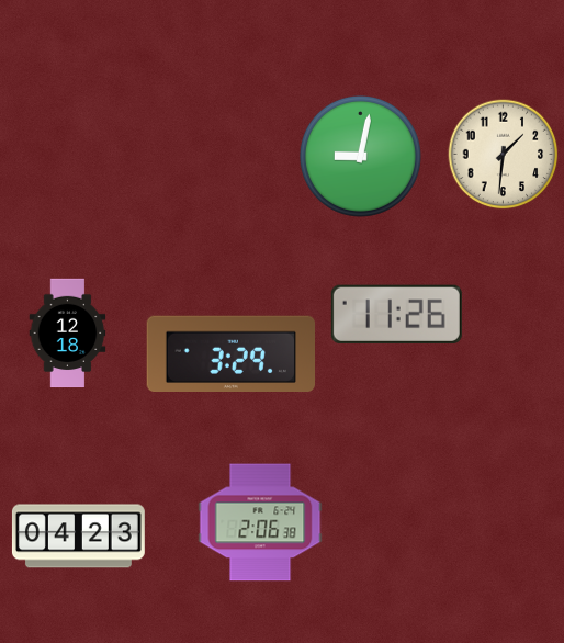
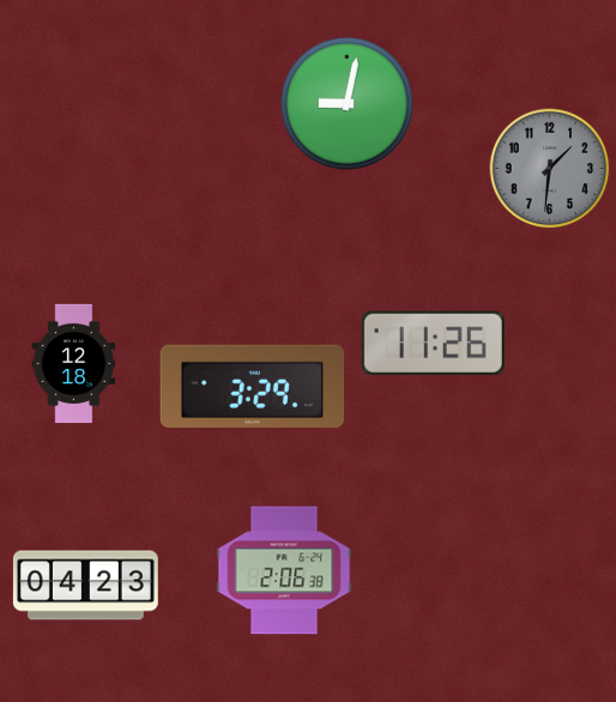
clock at (504, 155) dial: cream -> grey
clock at (360, 156) position: (360, 156) -> (346, 103)
